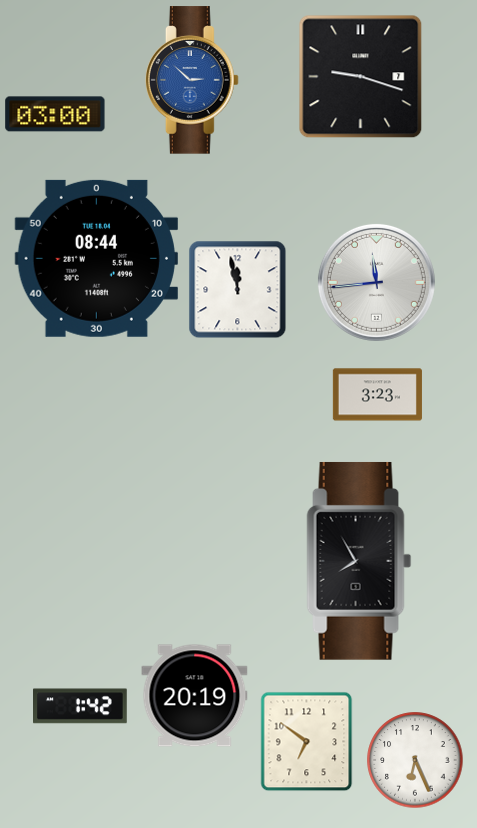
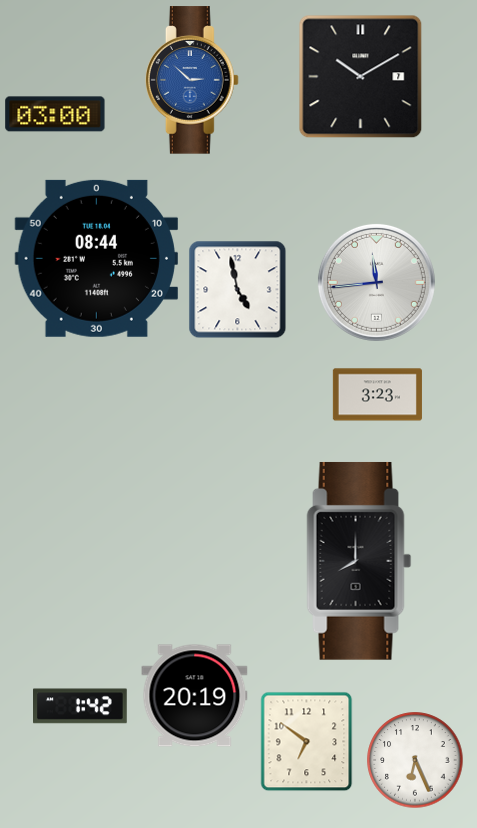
clock at (361, 77): 9:18 -> 10:10
clock at (238, 290): 11:58 -> 4:58
clock at (359, 561): 7:55 -> 8:00
